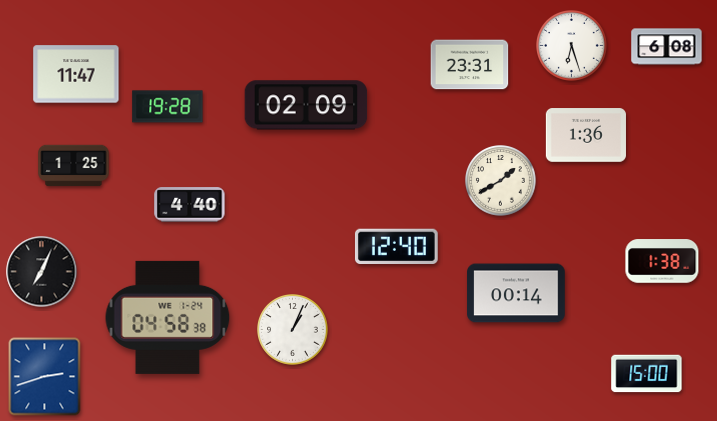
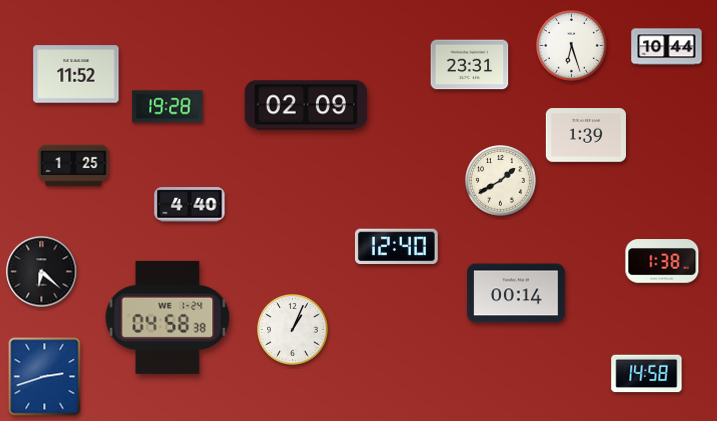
clock at (667, 47): 6:08 -> 10:44
clock at (76, 74): 11:47 -> 11:52
clock at (586, 135): 1:36 -> 1:39
clock at (42, 272): 7:04 -> 6:22
clock at (647, 374): 15:00 -> 14:58
